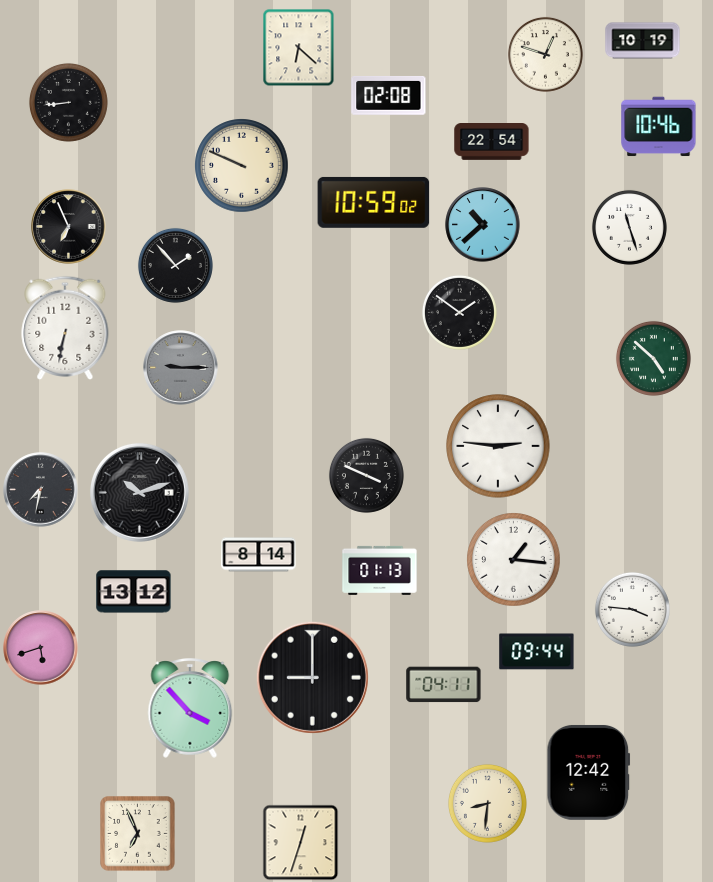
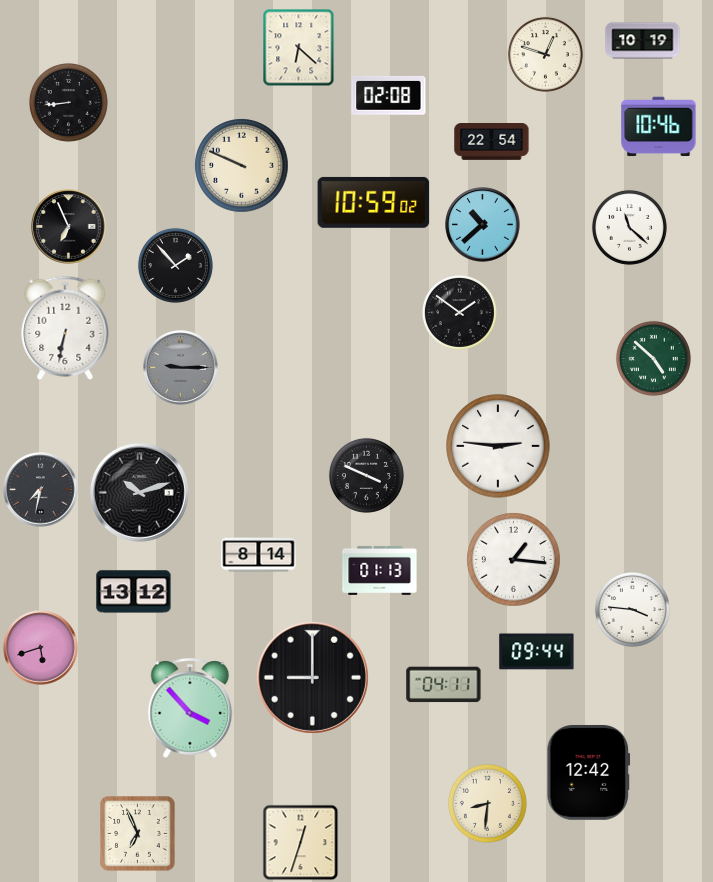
clock at (629, 227): 11:27 -> 11:22
